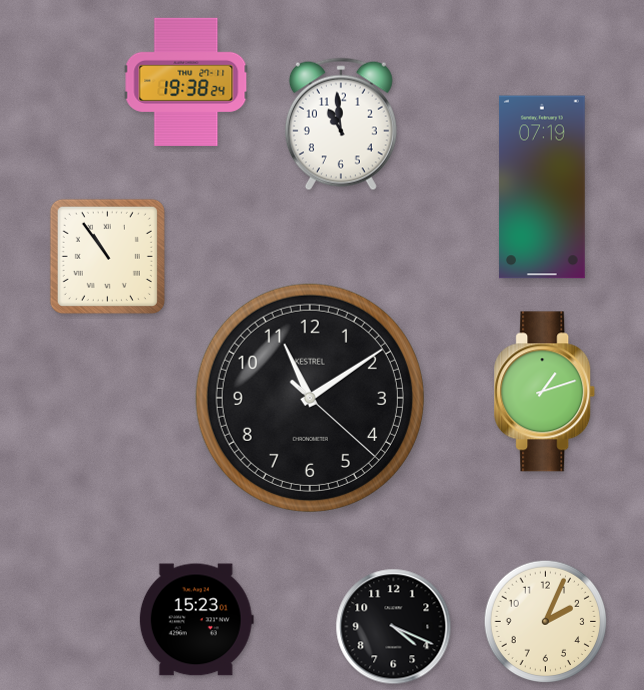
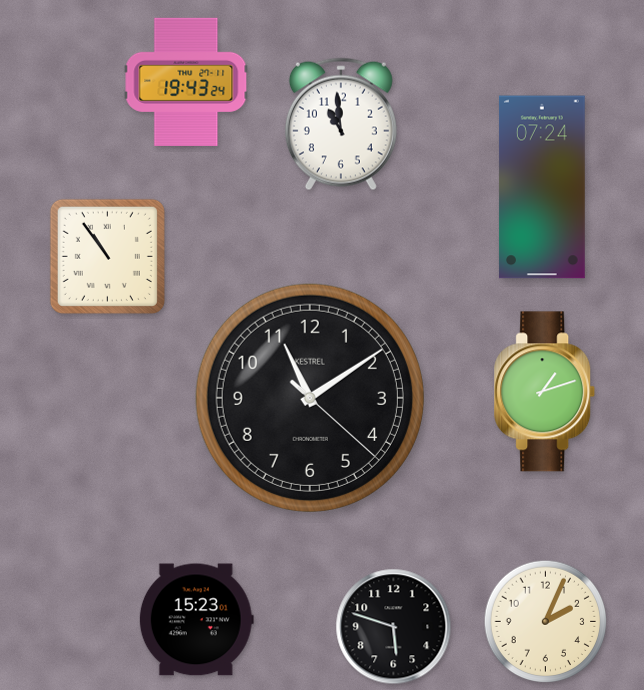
clock at (186, 82): 19:38 -> 19:43
clock at (542, 187): 07:19 -> 07:24
clock at (394, 627): 4:19 -> 5:48
